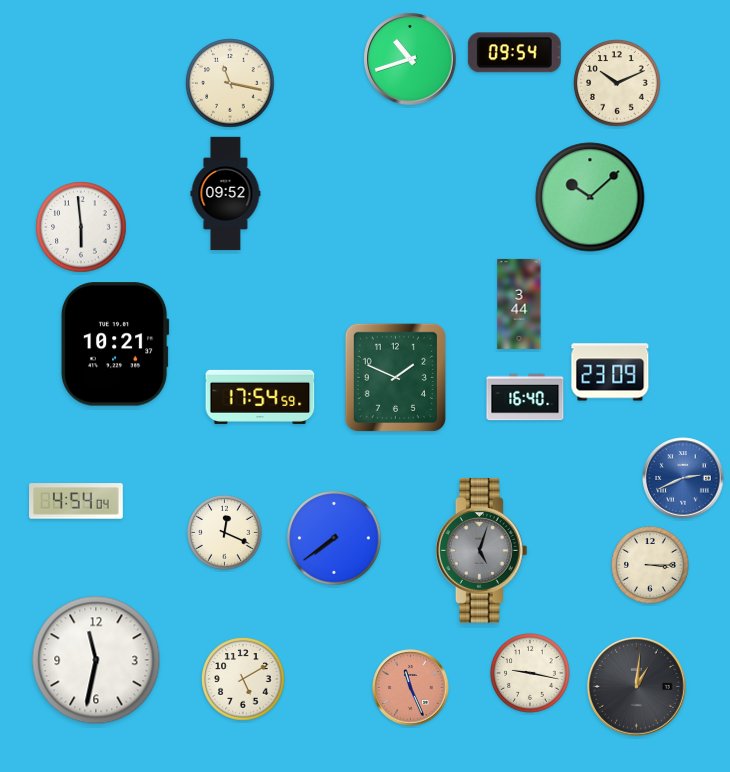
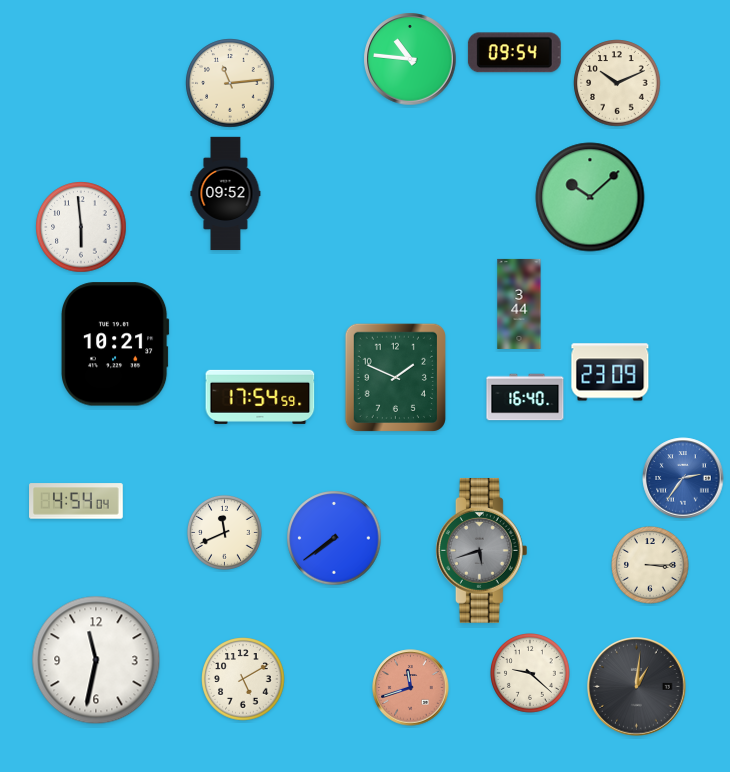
clock at (410, 59): 10:42 -> 10:46
clock at (230, 83): 11:17 -> 11:14
clock at (683, 478): 2:41 -> 2:36
clock at (224, 532): 12:19 -> 11:41
clock at (481, 550): 5:03 -> 5:42
clock at (531, 674): 9:17 -> 9:22
clock at (411, 688): 11:26 -> 11:42
